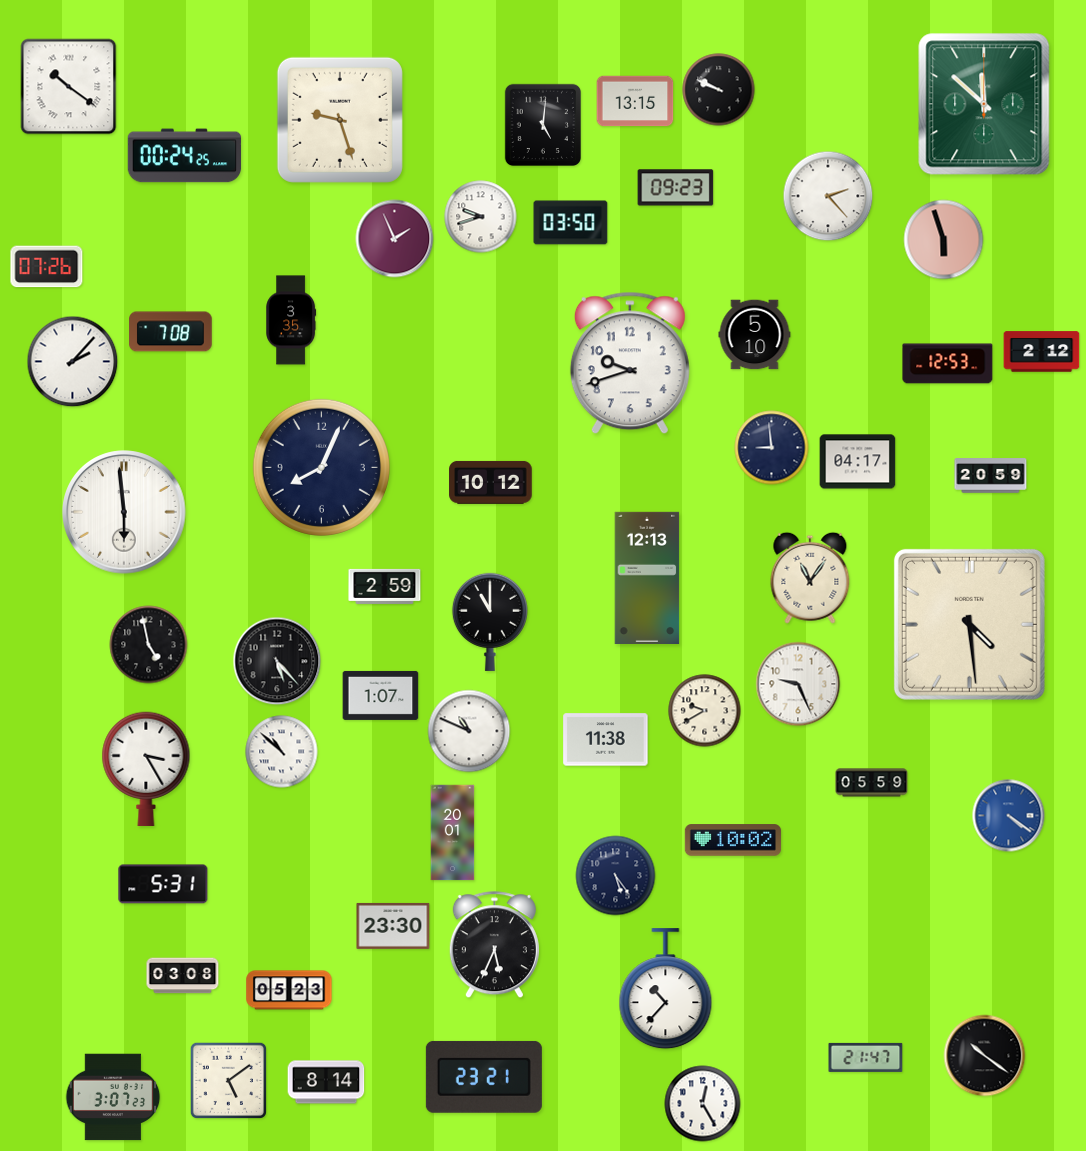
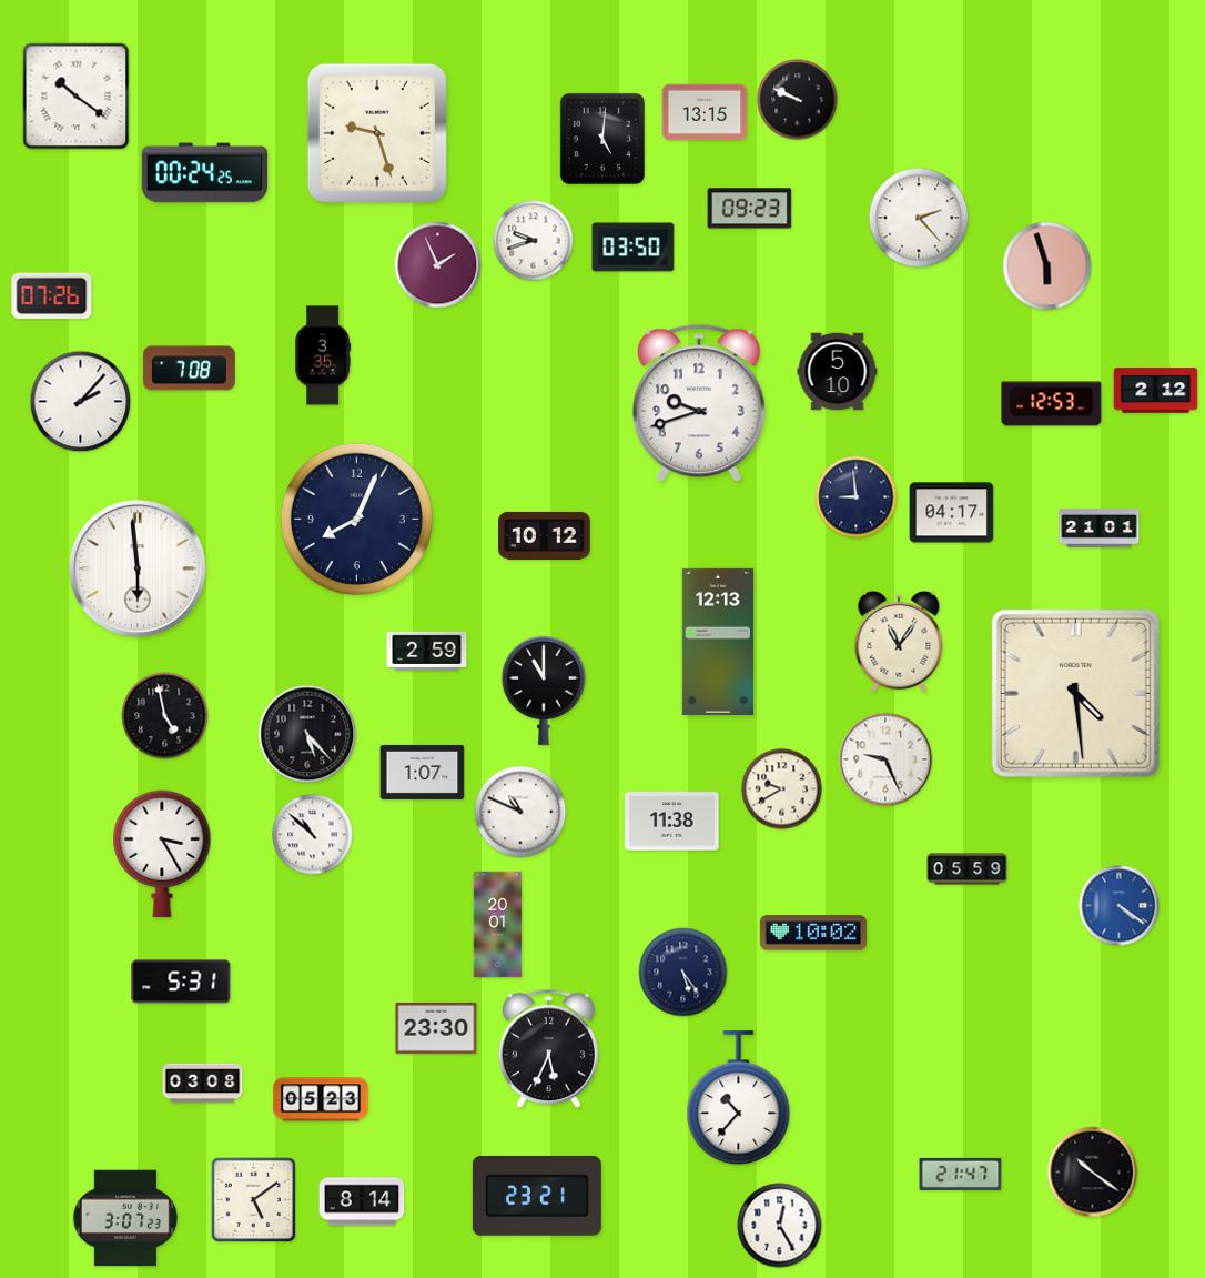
clock at (984, 104): 11:52 -> none
clock at (991, 476): 20:59 -> 21:01
clock at (453, 833) position: (453, 833) -> (498, 925)
